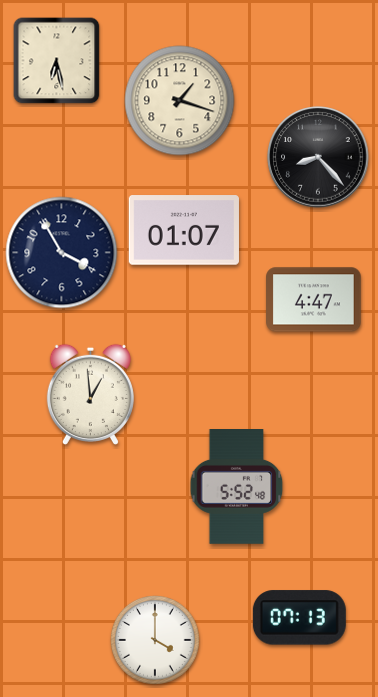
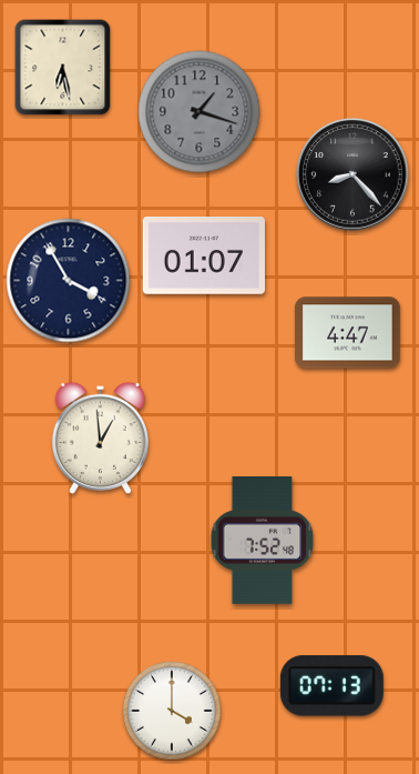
clock at (180, 101) dial: cream -> grey
clock at (237, 487): 5:52 -> 7:52
